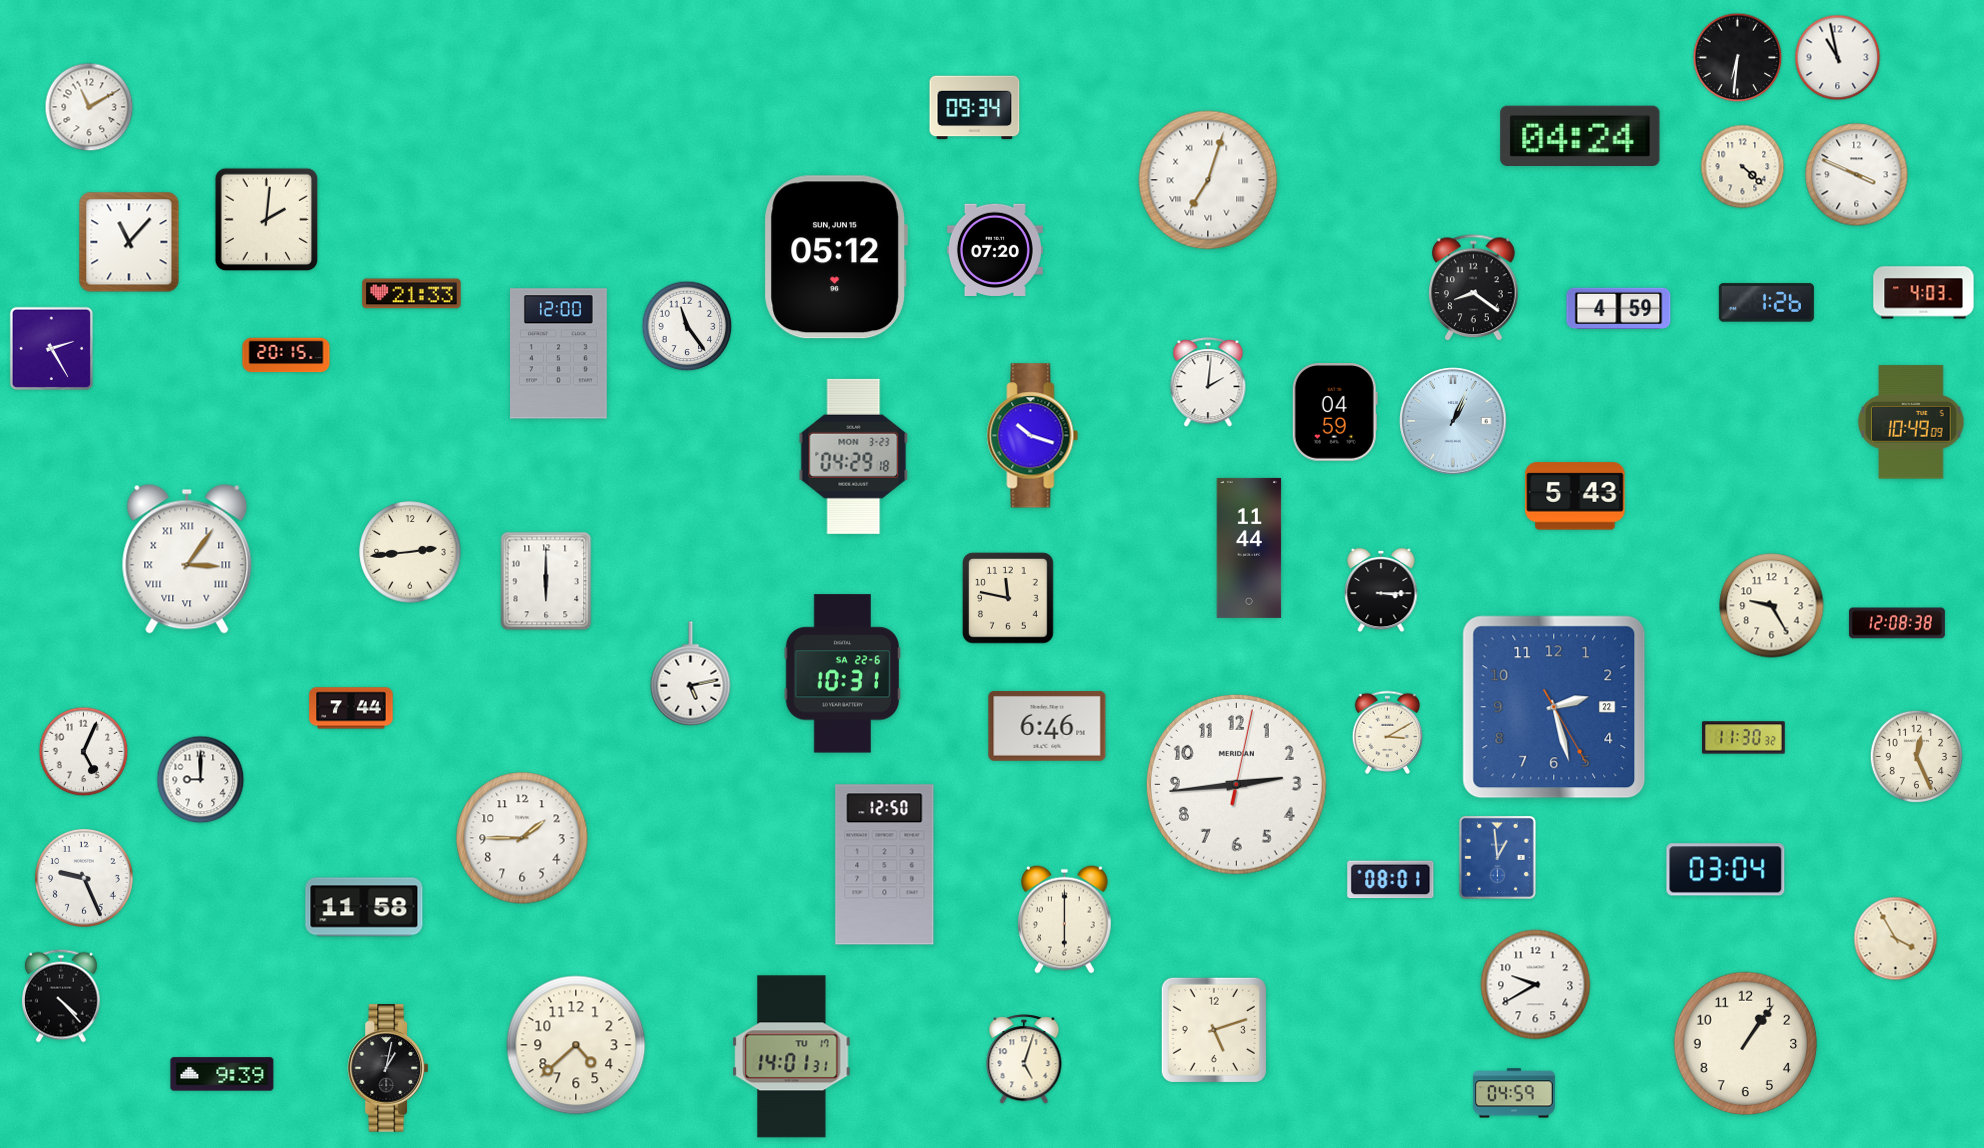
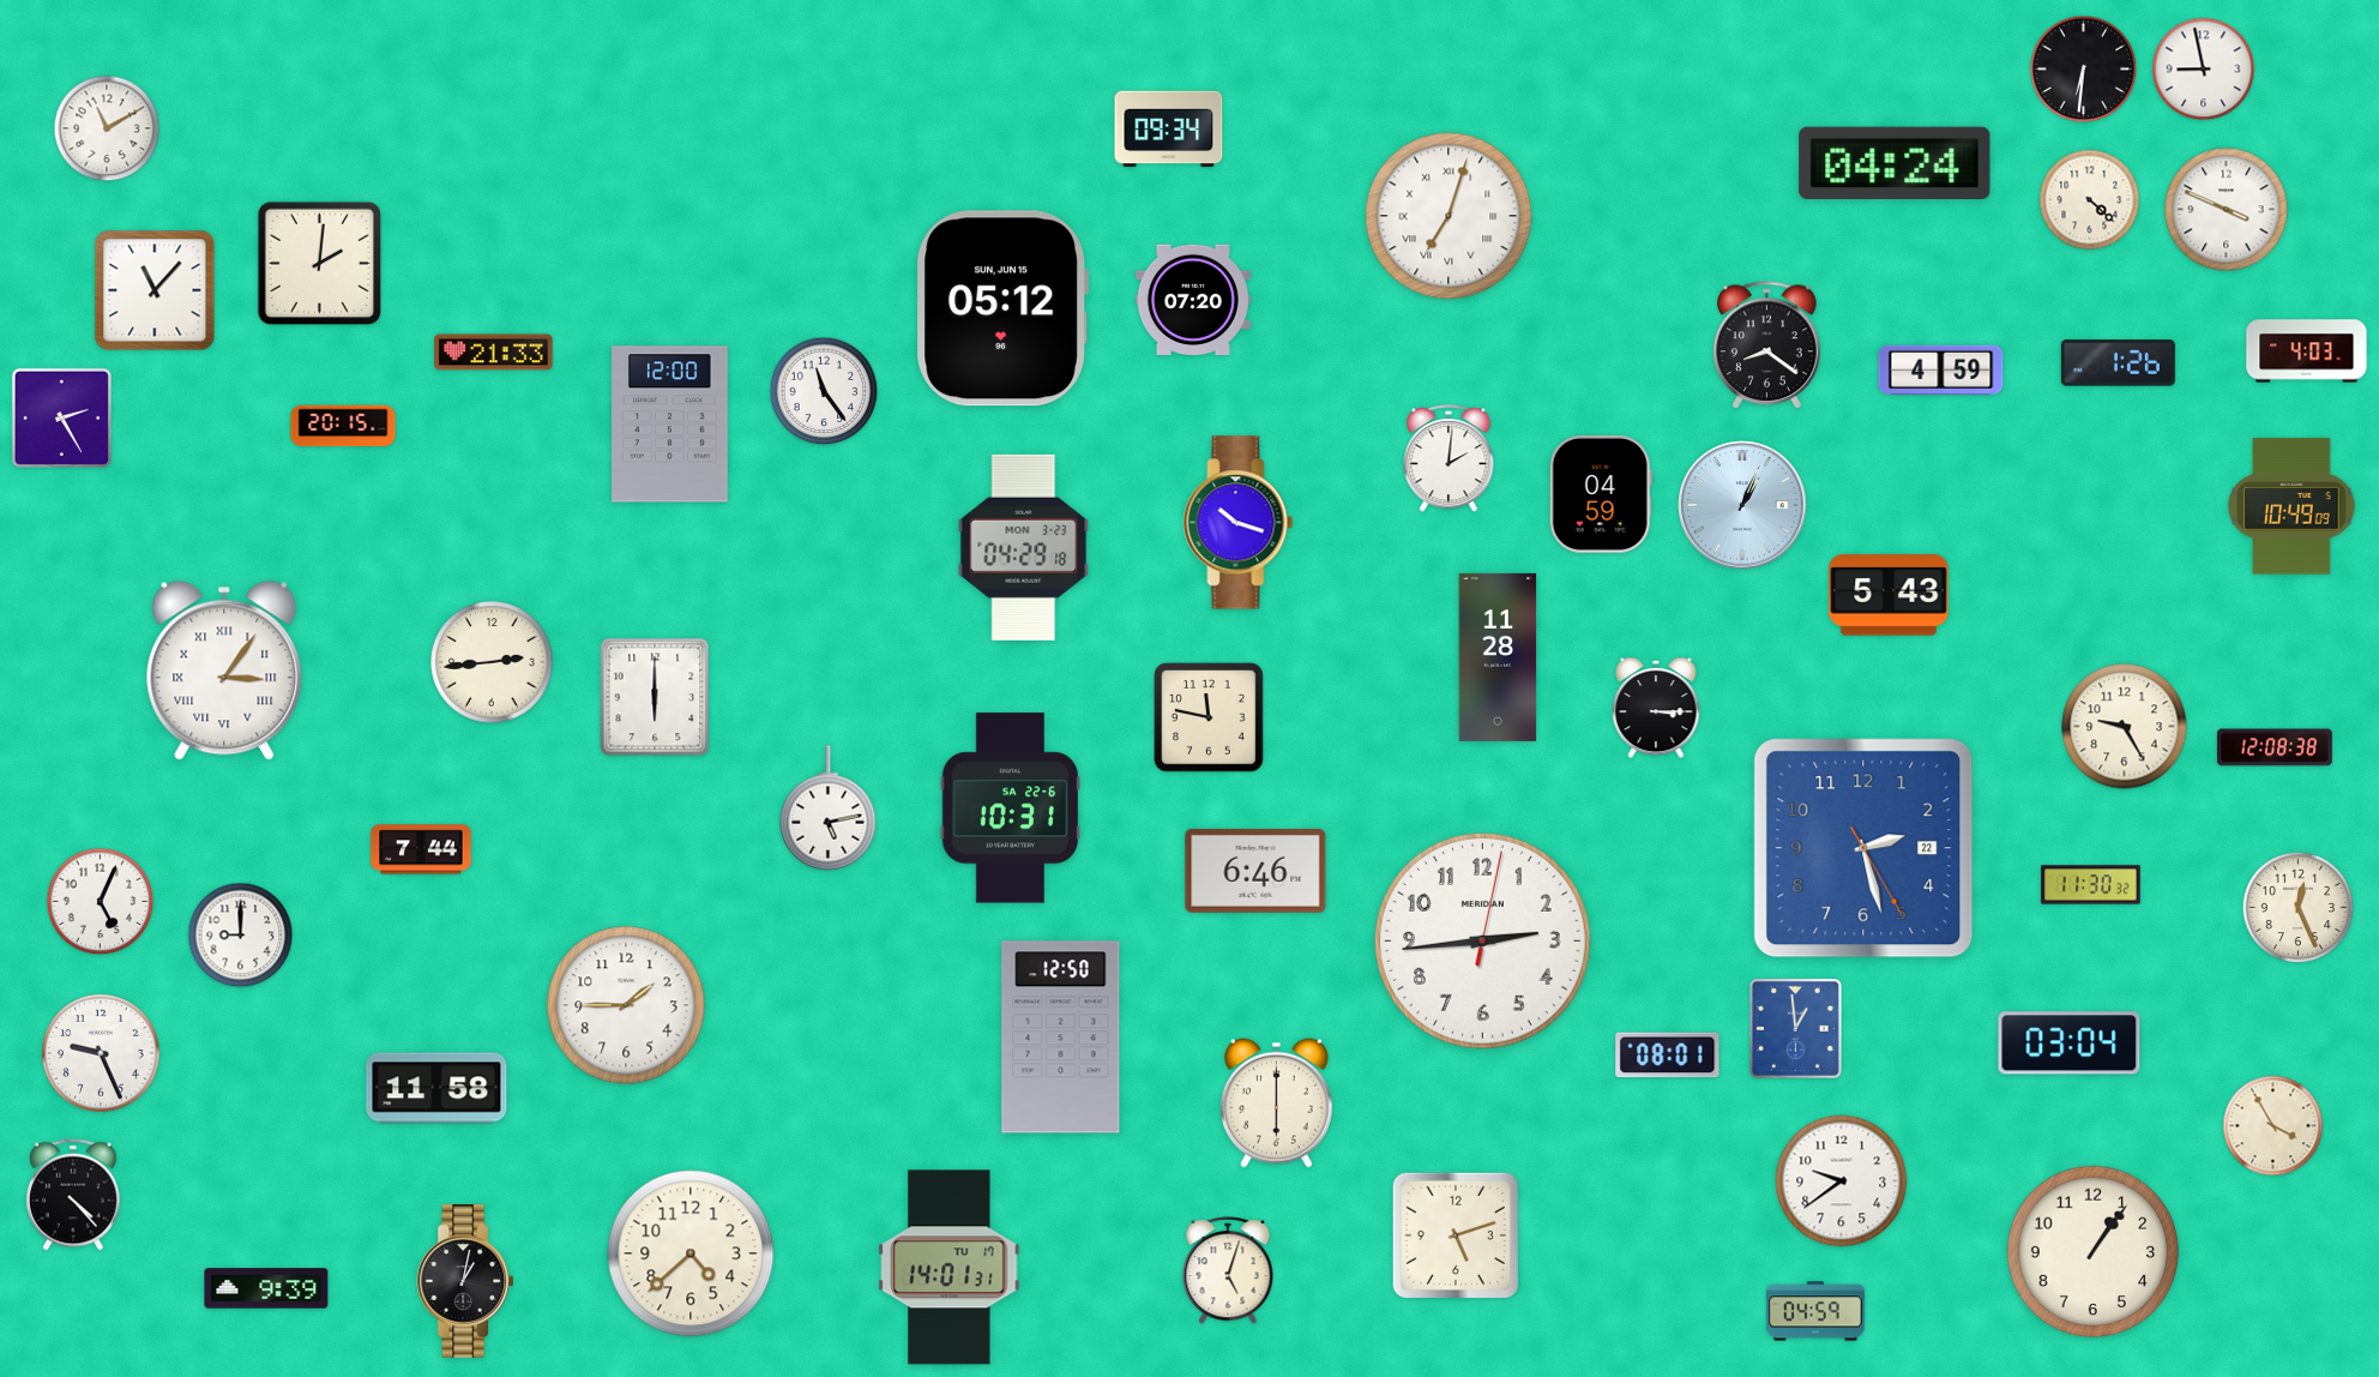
clock at (1838, 58): 10:58 -> 8:58
clock at (1249, 548): 11:44 -> 11:28
clock at (1388, 732): 3:10 -> none
clock at (1536, 985): 9:40 -> 9:39
